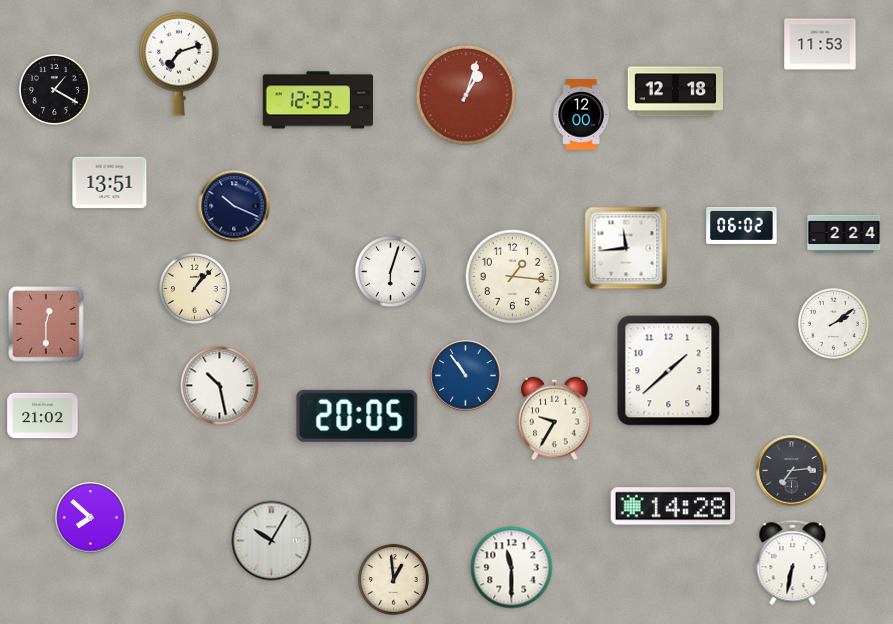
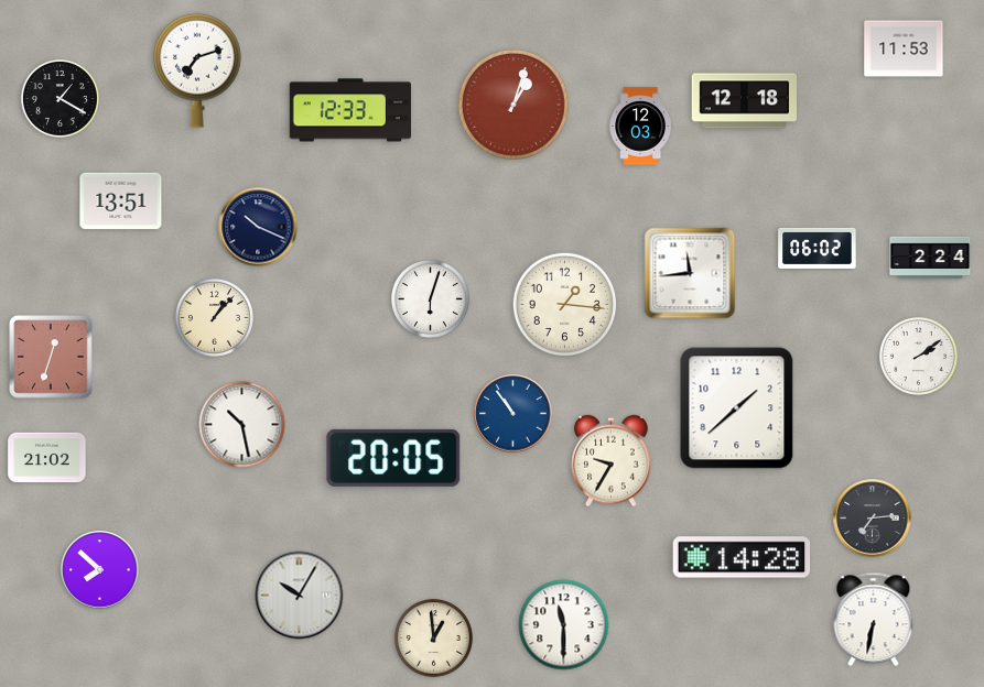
clock at (581, 115): 12:00 -> 12:03
clock at (46, 324): 12:30 -> 12:33
